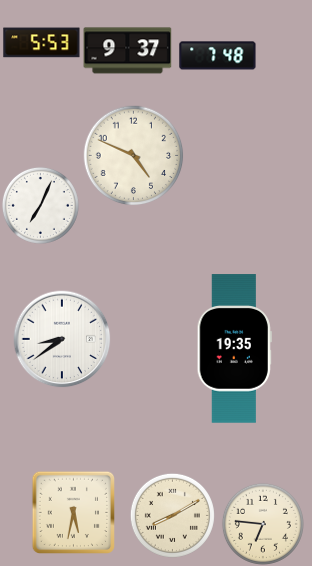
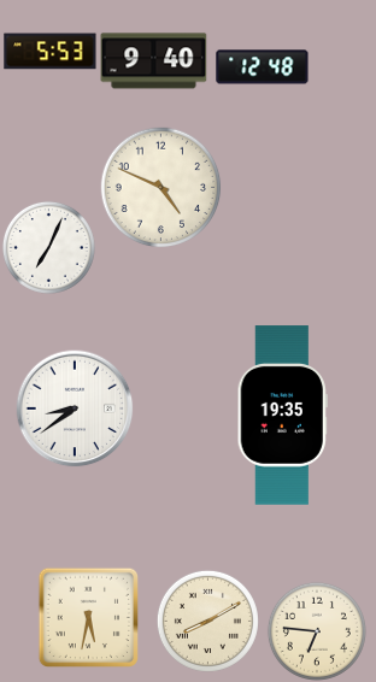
clock at (128, 51): 9:37 -> 9:40
clock at (218, 56): 7:48 -> 12:48
clock at (234, 349) position: (234, 349) -> (282, 416)
